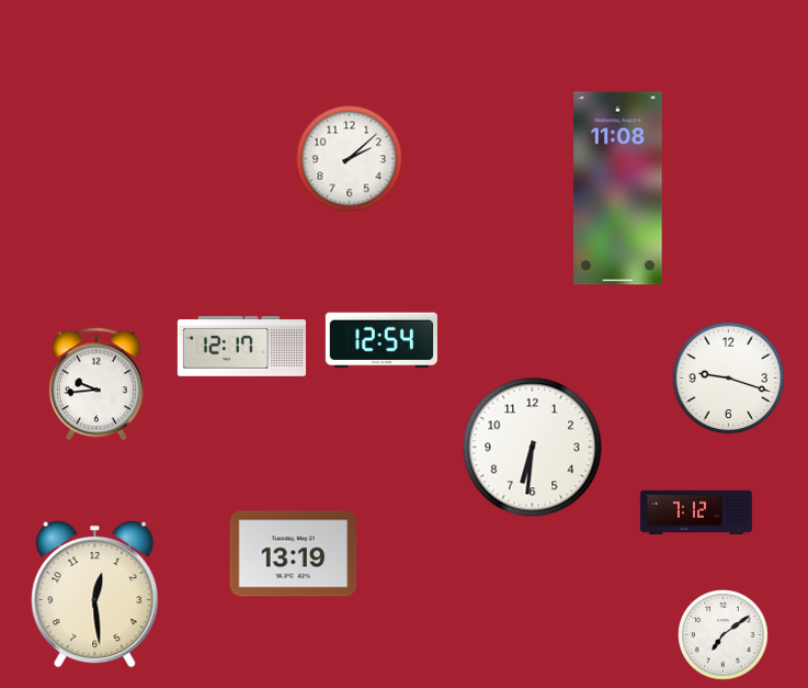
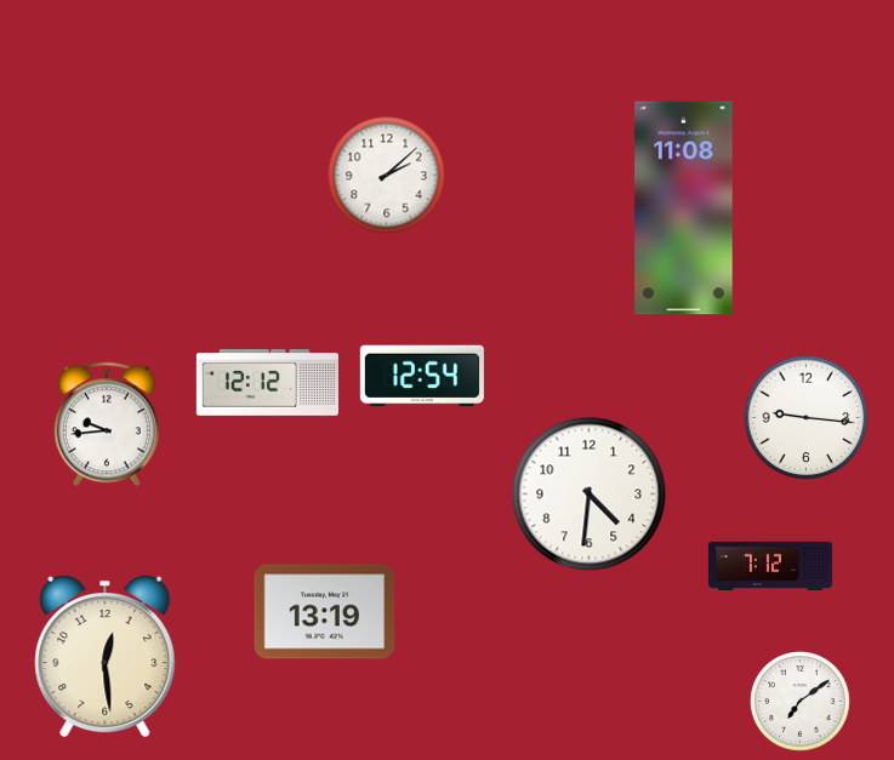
clock at (241, 347): 12:17 -> 12:12
clock at (729, 379): 9:18 -> 9:16
clock at (533, 448): 6:31 -> 4:31
